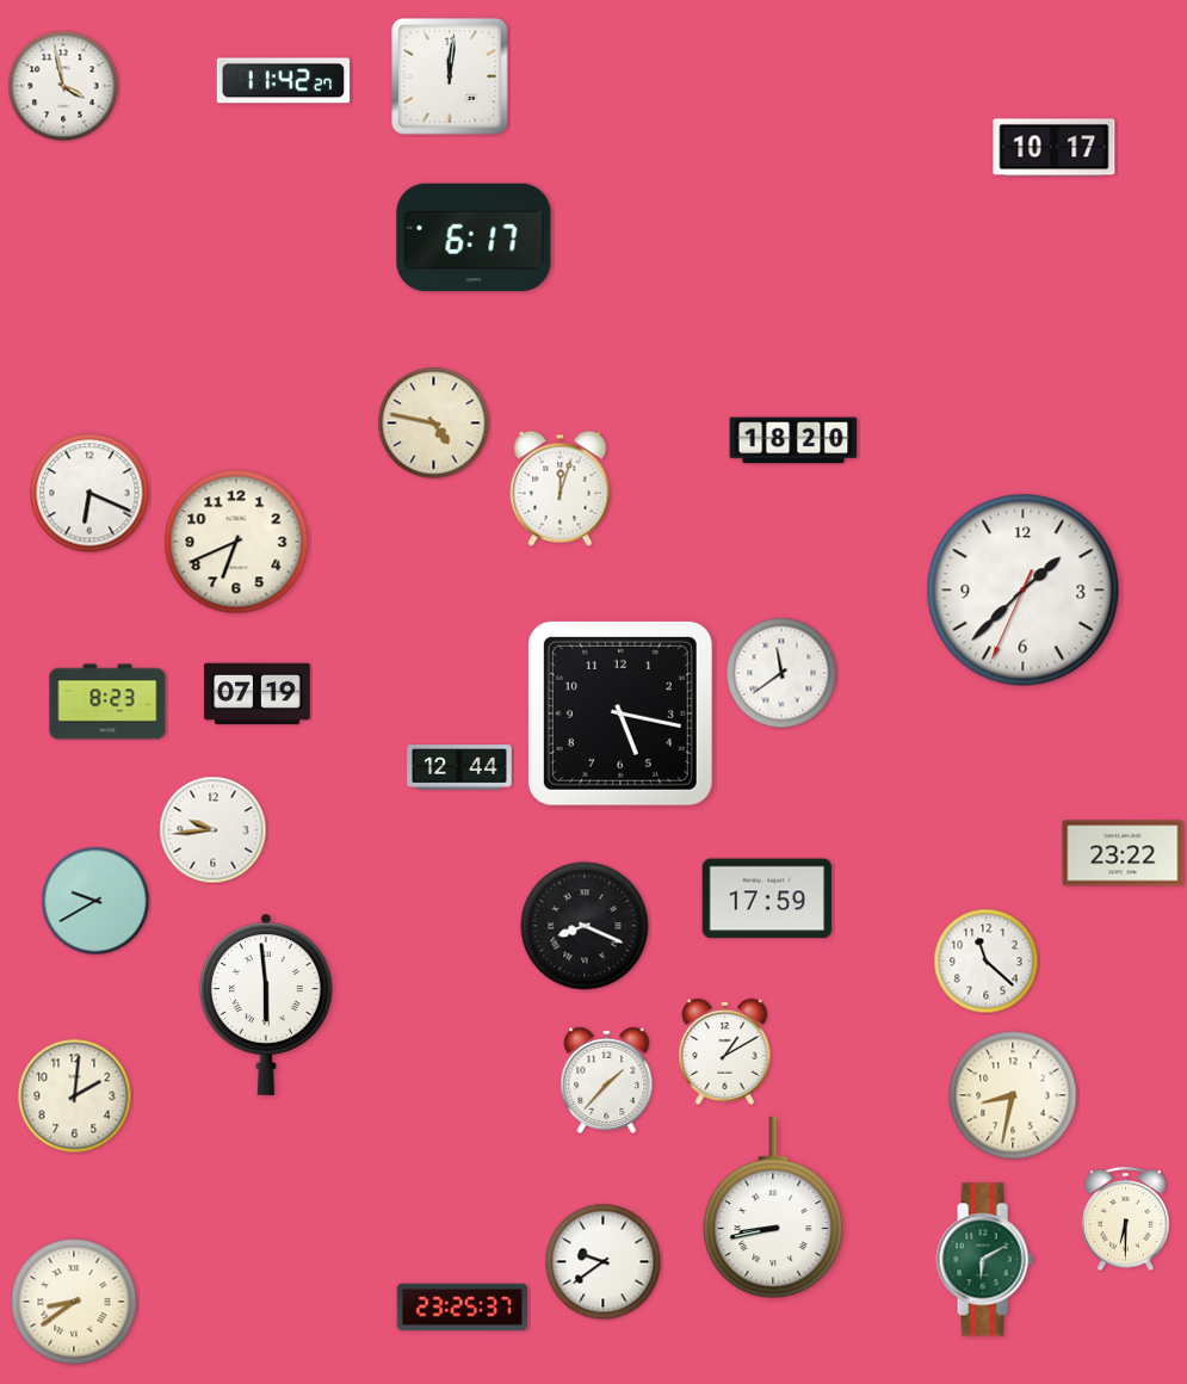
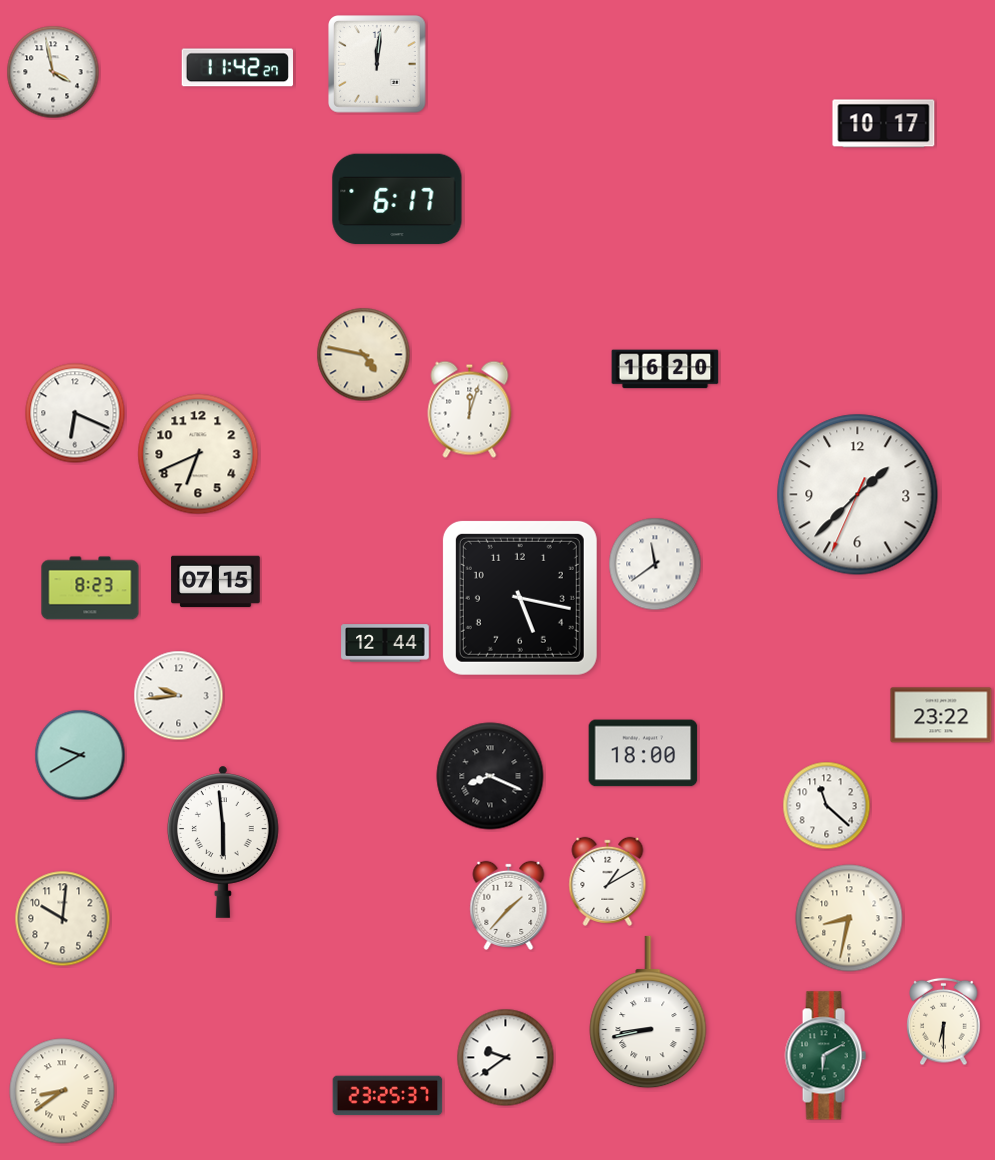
clock at (793, 440): 18:20 -> 16:20
clock at (258, 694): 07:19 -> 07:15
clock at (767, 898): 17:59 -> 18:00
clock at (75, 1096): 2:01 -> 10:01
